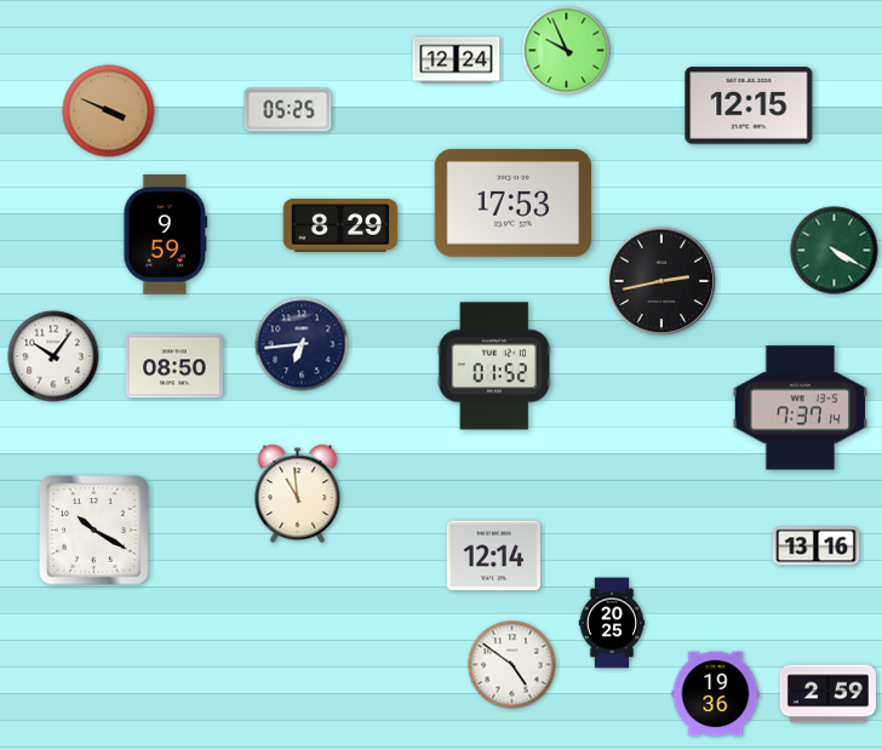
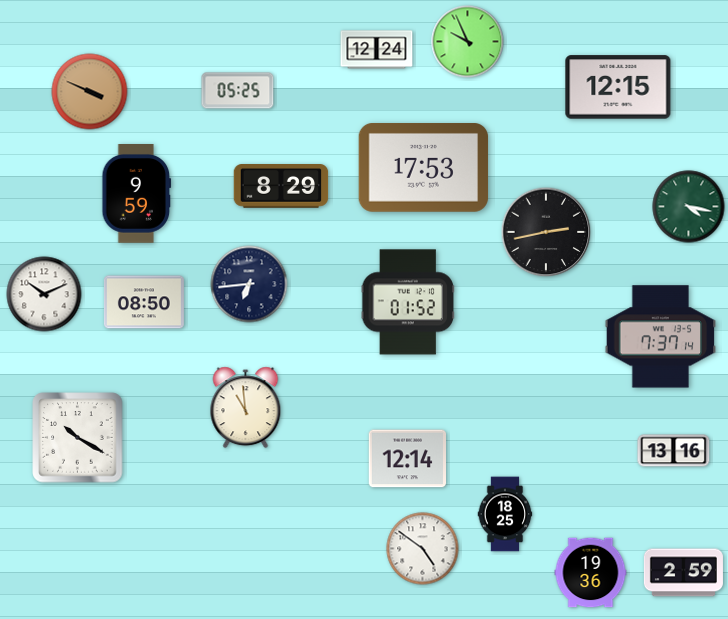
clock at (835, 251): 4:20 -> 4:17
clock at (53, 356): 10:06 -> 10:11
clock at (612, 623): 20:25 -> 18:25
